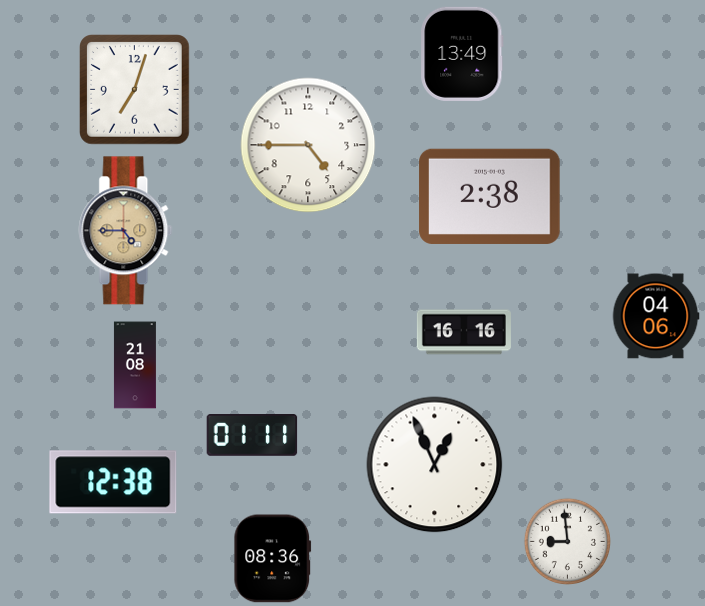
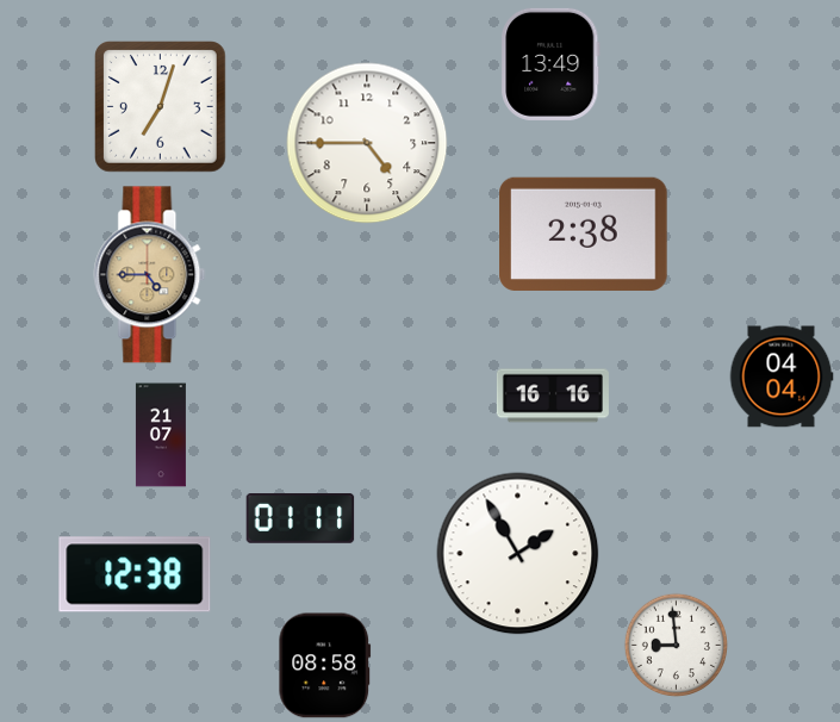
clock at (308, 145) position: (308, 145) -> (367, 143)
clock at (656, 316): 04:06 -> 04:04
clock at (135, 365): 21:08 -> 21:07
clock at (435, 465): 12:56 -> 1:55
clock at (273, 559): 08:36 -> 08:58
